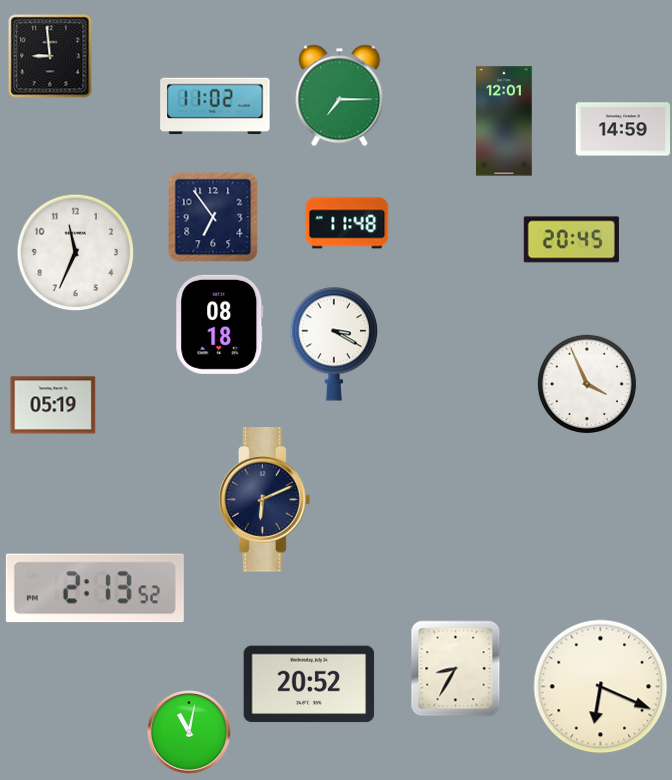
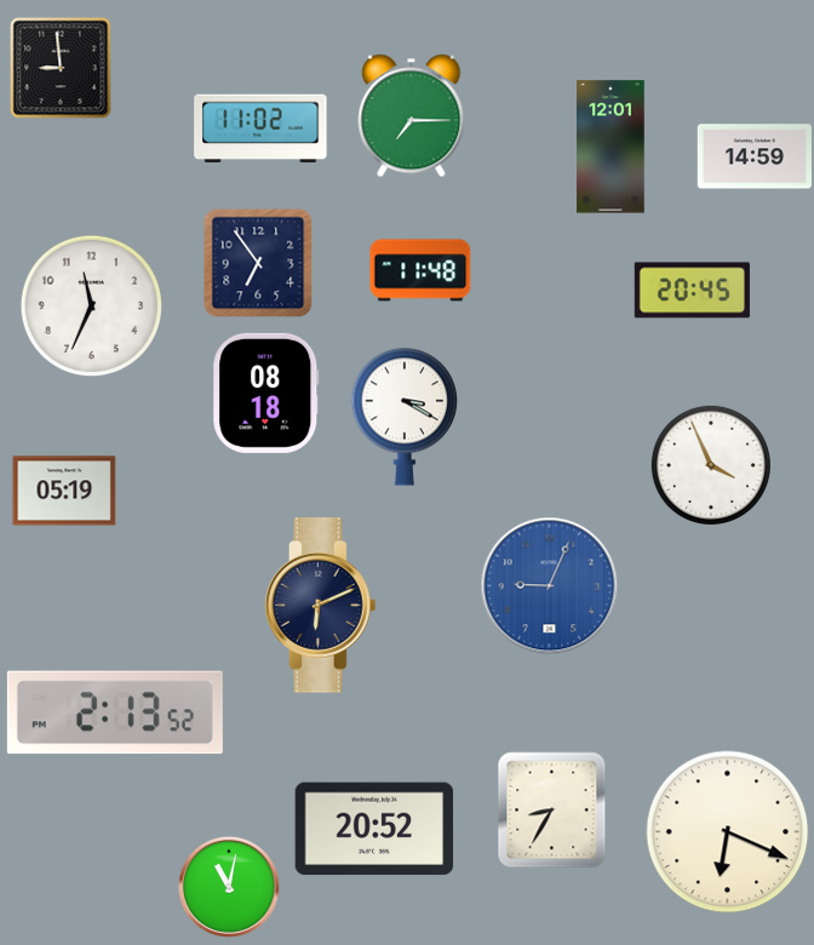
clock at (550, 586): none -> 9:04
